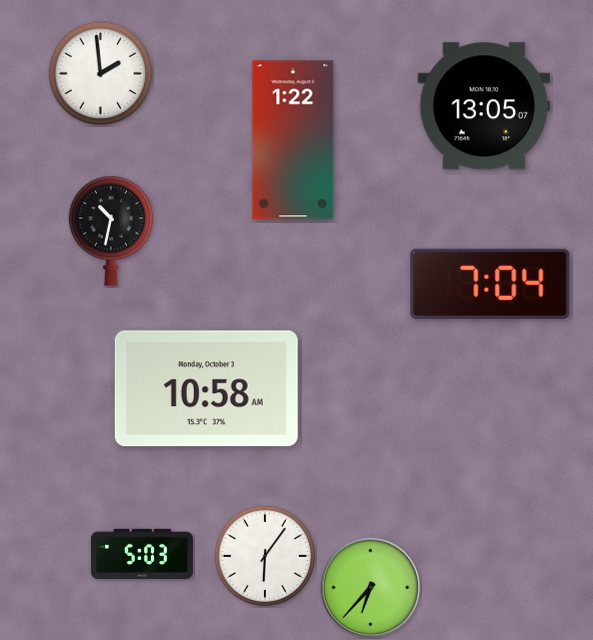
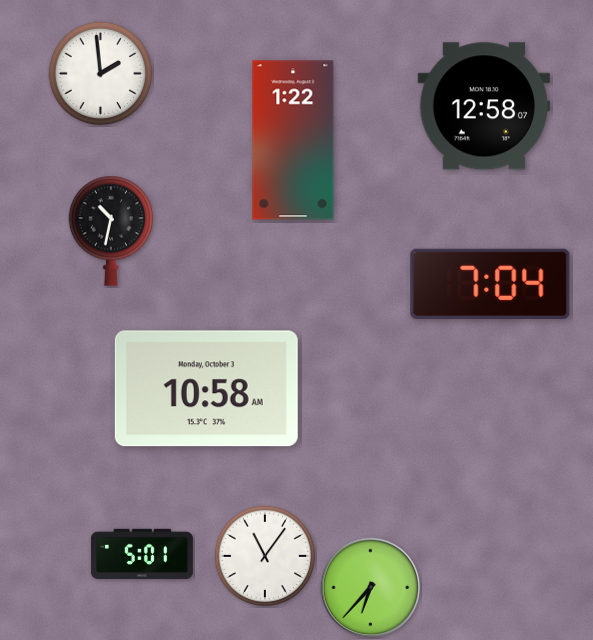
clock at (484, 106): 13:05 -> 12:58
clock at (142, 554): 5:03 -> 5:01
clock at (264, 555): 6:06 -> 11:06
